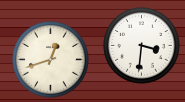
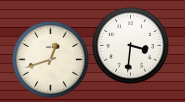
clock at (142, 46) position: (142, 46) -> (131, 46)
